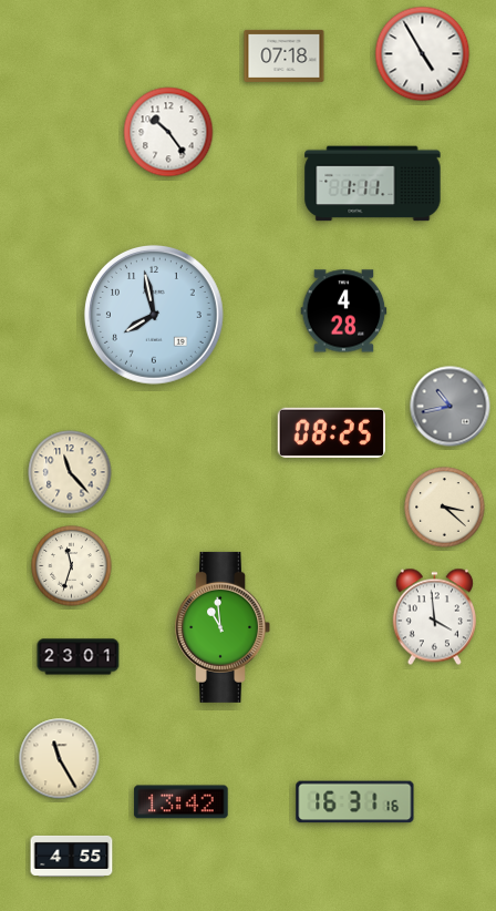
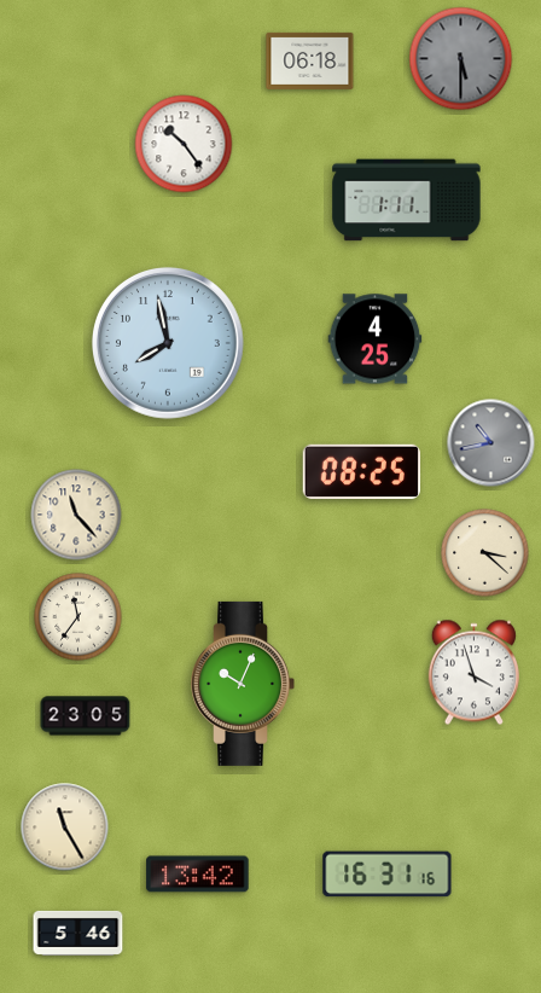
clock at (423, 54): 4:55 -> 5:30
clock at (423, 54) dial: white -> grey
clock at (285, 55): 07:18 -> 06:18
clock at (344, 311): 4:28 -> 4:25
clock at (72, 566): 11:33 -> 11:36
clock at (434, 617): 3:59 -> 3:57
clock at (223, 627): 10:59 -> 10:04
clock at (79, 657): 23:01 -> 23:05
clock at (72, 856): 4:55 -> 5:46
